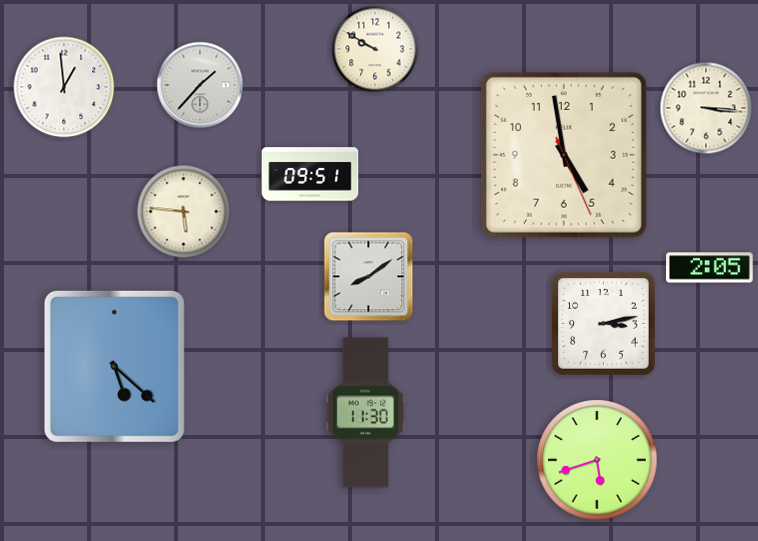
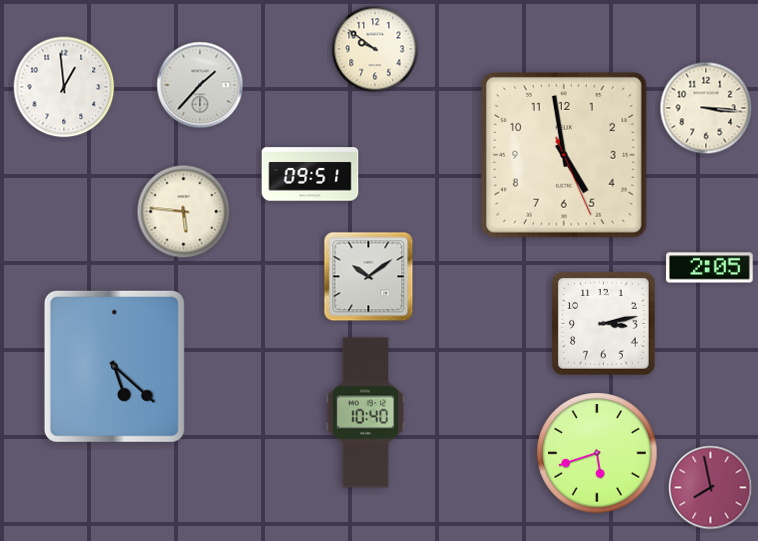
clock at (375, 49): 9:50 -> 9:51
clock at (369, 277): 8:09 -> 10:09
clock at (366, 413): 11:30 -> 10:40
clock at (597, 460) position: (597, 460) -> (597, 453)
clock at (711, 488): none -> 7:58
